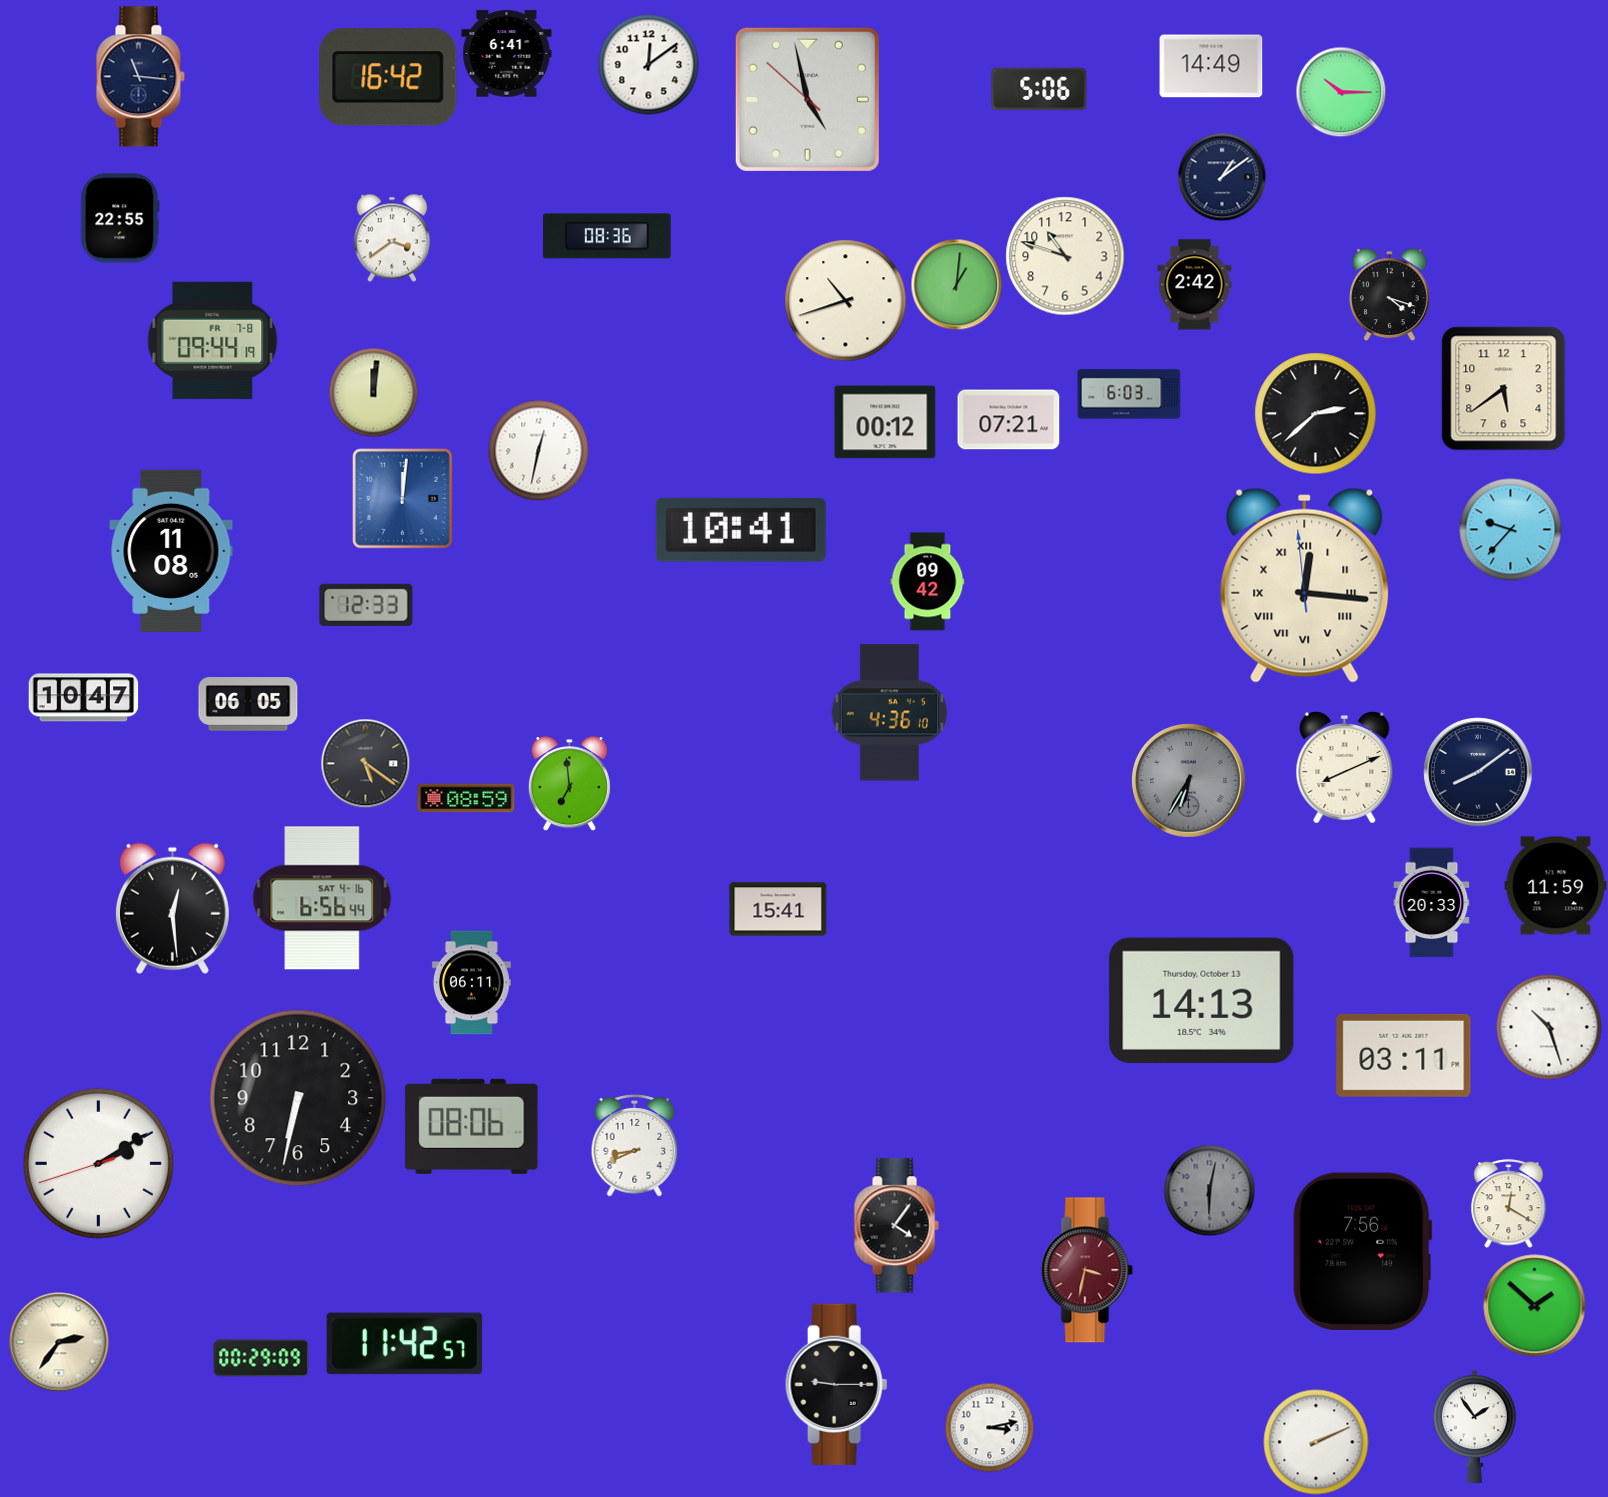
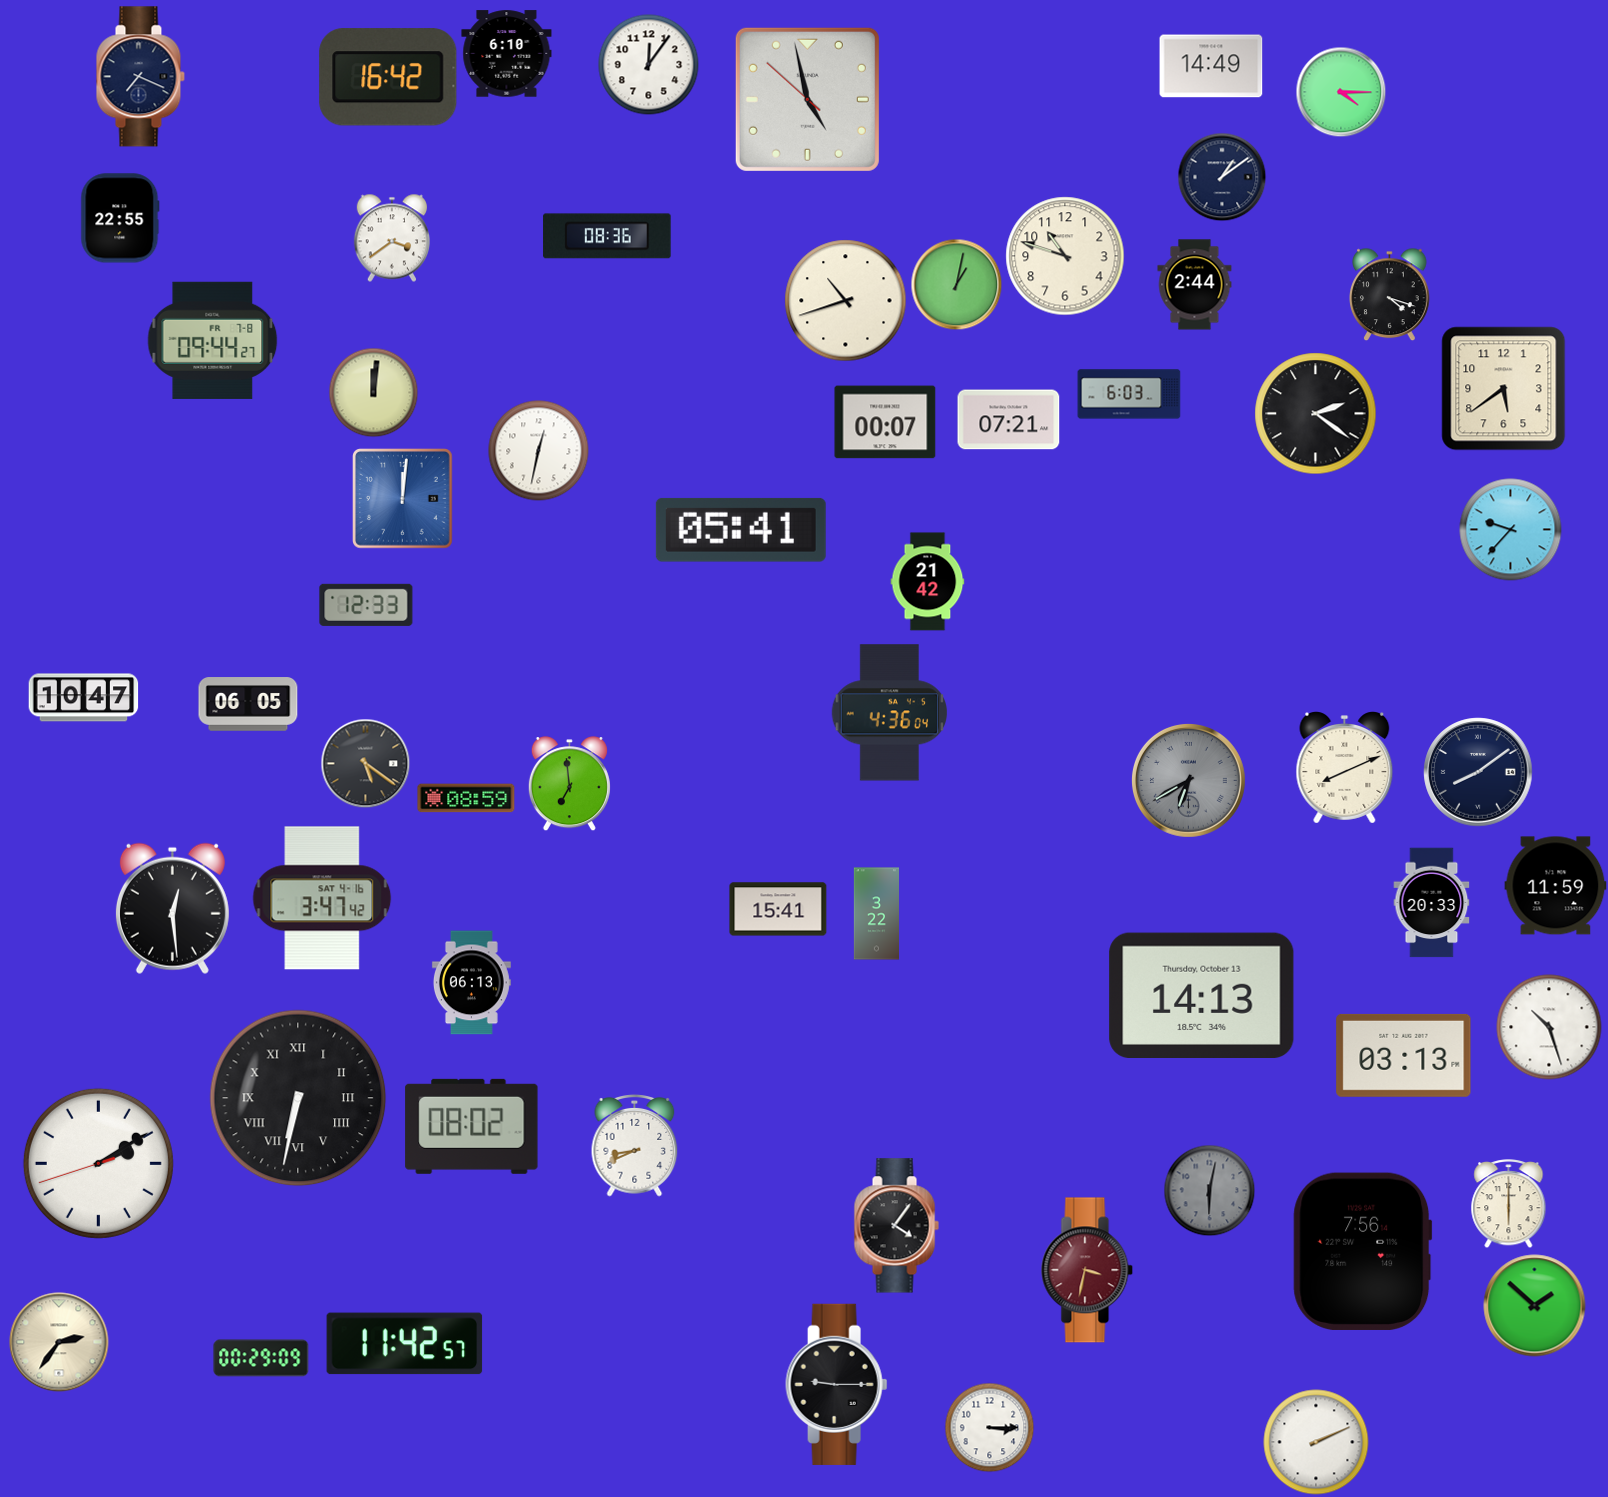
clock at (507, 54): 6:41 -> 6:10
clock at (649, 65): 12:09 -> 12:06
clock at (140, 77): 11:16 -> 7:19
clock at (1039, 89): 5:06 -> none
clock at (1341, 92): 10:15 -> 4:15
clock at (956, 284): 1:01 -> 1:02
clock at (1195, 285): 2:42 -> 2:44
clock at (213, 340): 09:44:19 -> 09:44:27
clock at (1316, 414): 2:38 -> 2:21
clock at (885, 422): 00:12 -> 00:07
clock at (741, 530): 10:41 -> 05:41
clock at (171, 551): 11:08 -> none
clock at (928, 582): 09:42 -> 21:42
clock at (1305, 585): 12:15 -> none
clock at (889, 713): 4:36:10 -> 4:36:04
clock at (1188, 780): 6:35 -> 6:40
clock at (322, 898): 6:56 -> 3:47
clock at (876, 914): none -> 3:22
clock at (471, 983): 06:11 -> 06:13
clock at (1202, 1000) position: (1202, 1000) -> (1202, 995)
clock at (1404, 1055): 03:11 -> 03:13
clock at (298, 1098) numerals: Arabic -> Roman
clock at (472, 1126): 08:06 -> 08:02
clock at (1509, 1204): 12:20 -> 6:00
clock at (1475, 1426): 1:54 -> none
clock at (989, 1427): 3:13 -> 3:15
